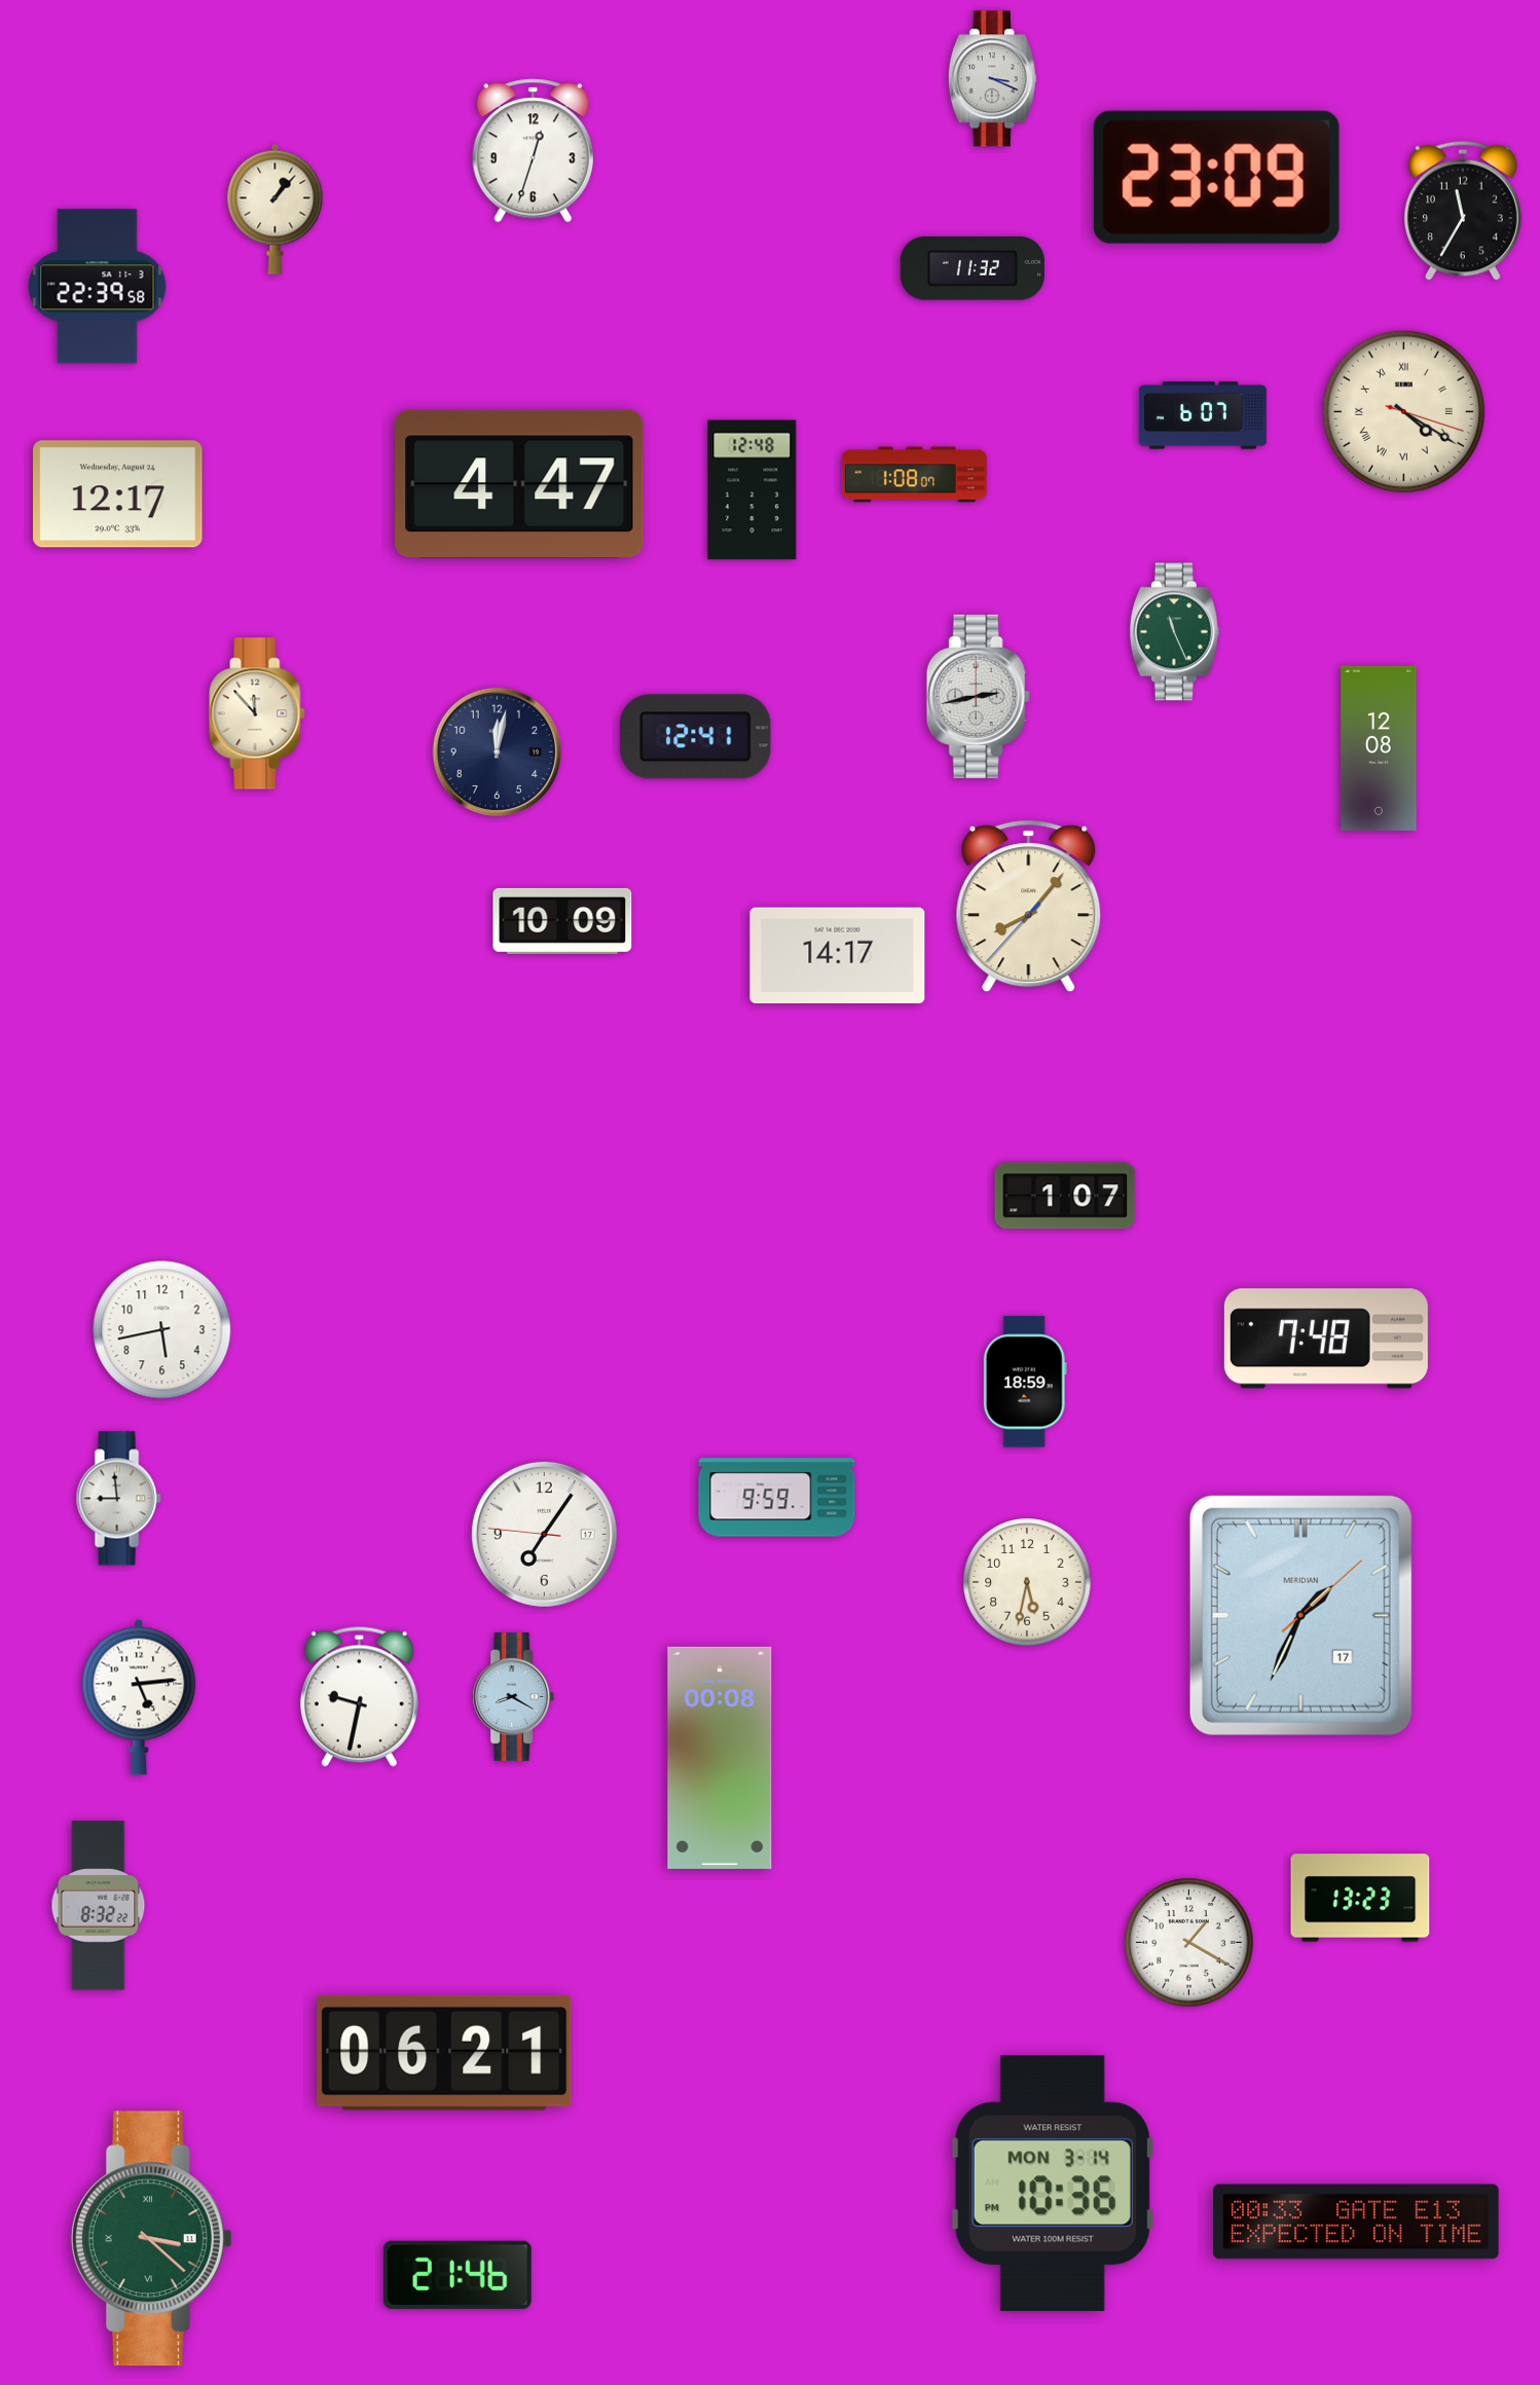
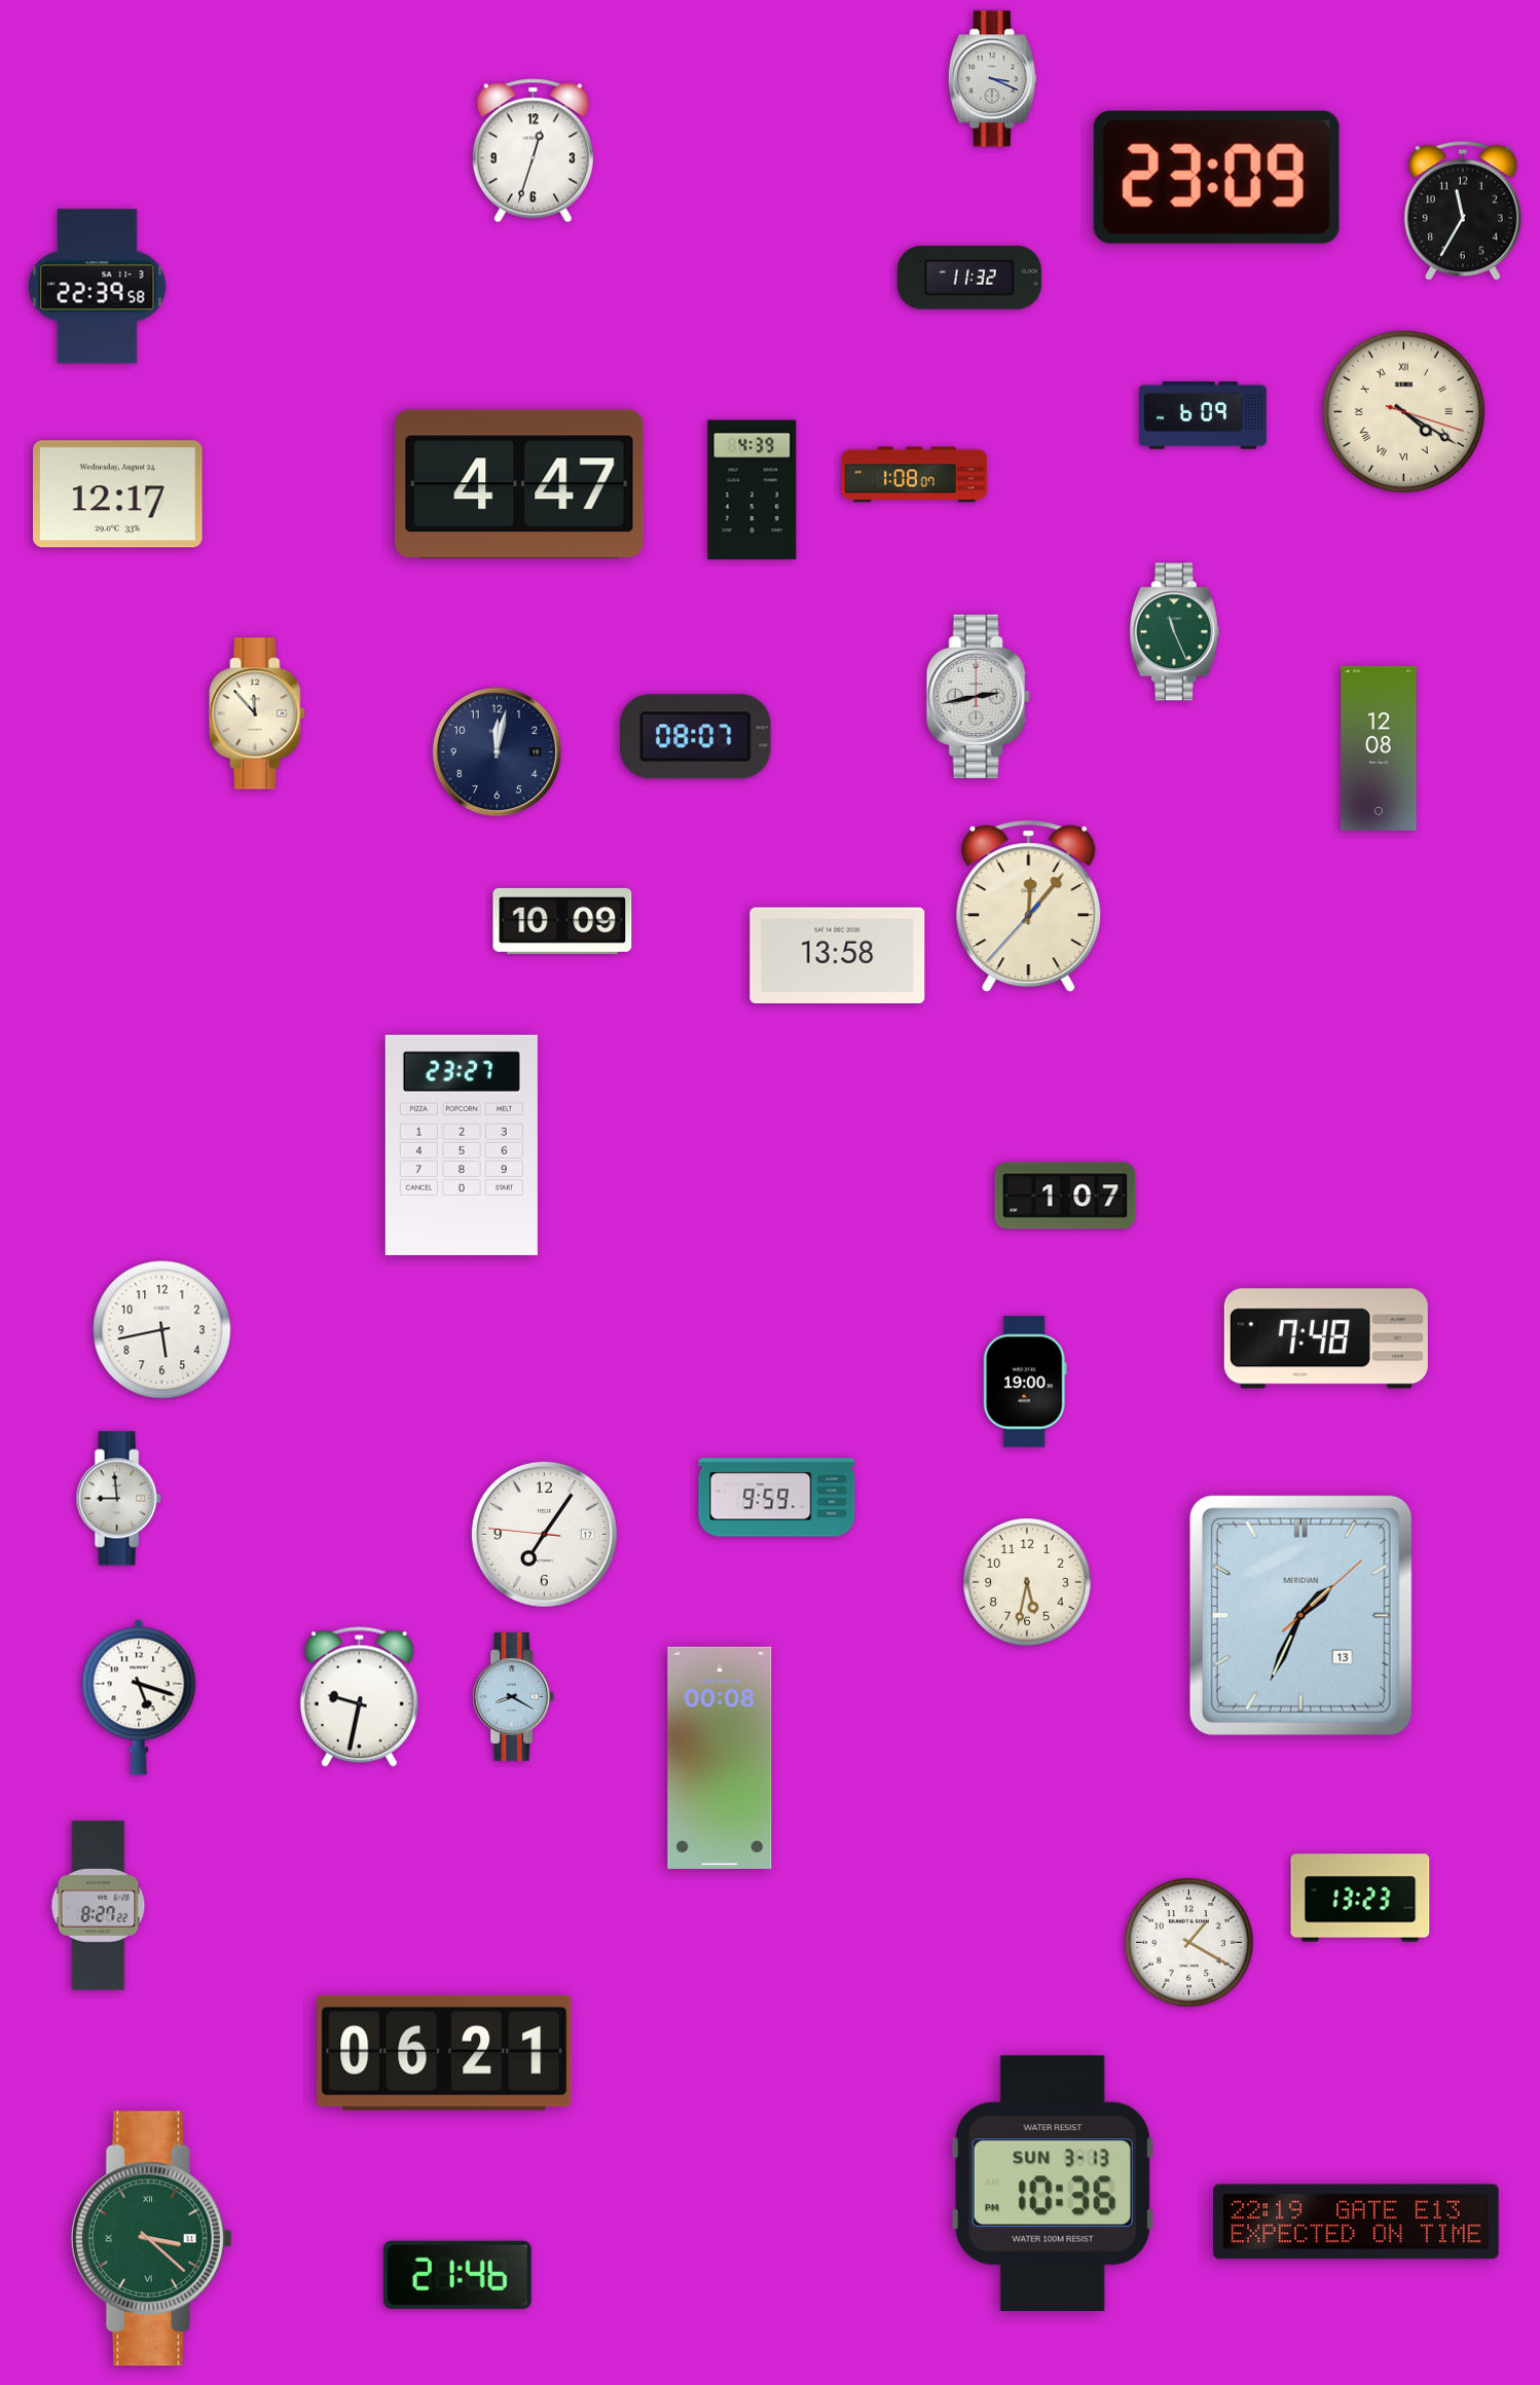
clock at (276, 209): 1:07 -> none
clock at (973, 268) position: (973, 268) -> (969, 278)
clock at (1203, 415): 6:07 -> 6:09
clock at (753, 490): 12:48 -> 4:39
clock at (696, 737): 12:41 -> 08:07
clock at (1029, 907): 8:06 -> 12:06
clock at (838, 955): 14:17 -> 13:58
clock at (462, 1145): none -> 23:27
clock at (1025, 1382): 18:59 -> 19:00
clock at (1300, 1615) date: 17 -> 13
clock at (139, 1697): 5:14 -> 5:18
clock at (99, 1906): 8:32 -> 8:27
clock at (1053, 2182) date: MON 3-14 -> SUN 3-13
clock at (1356, 2222): 00:33 -> 22:19
